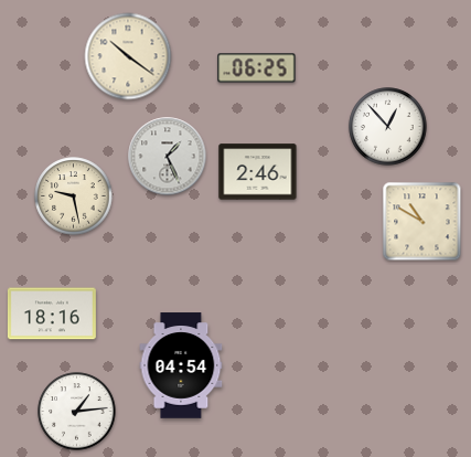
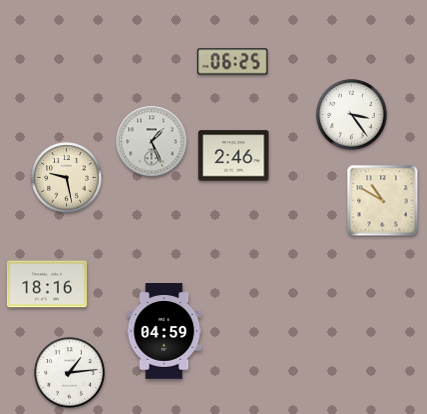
clock at (128, 56): 10:21 -> none
clock at (388, 127): 12:53 -> 3:24
clock at (181, 365): 04:54 -> 04:59
